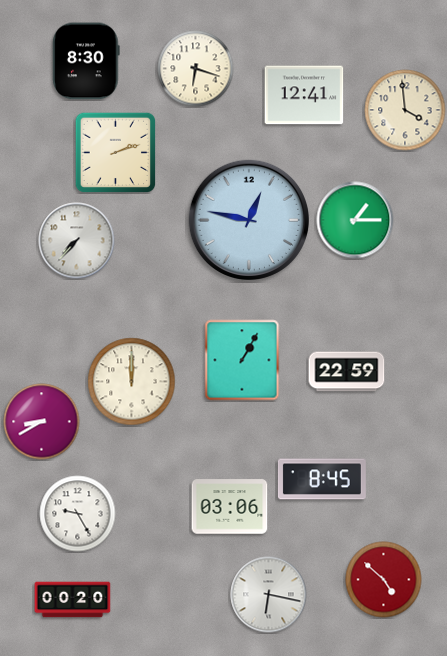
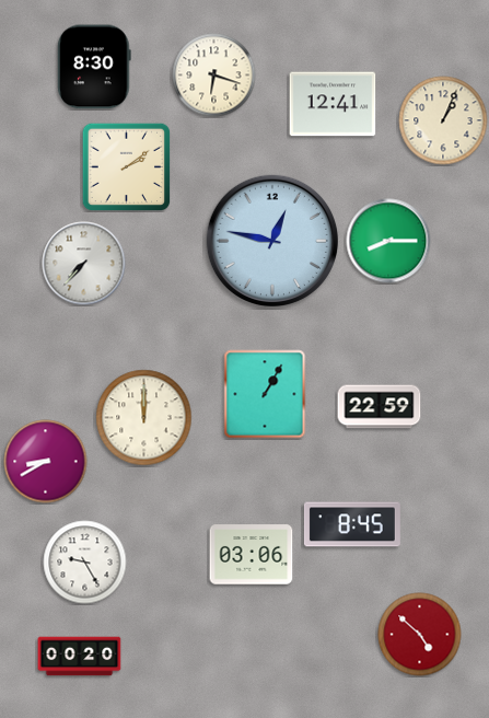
clock at (405, 110): 3:59 -> 1:04
clock at (115, 152): 2:12 -> 2:09
clock at (355, 220): 1:15 -> 8:15
clock at (269, 595): 6:17 -> none
